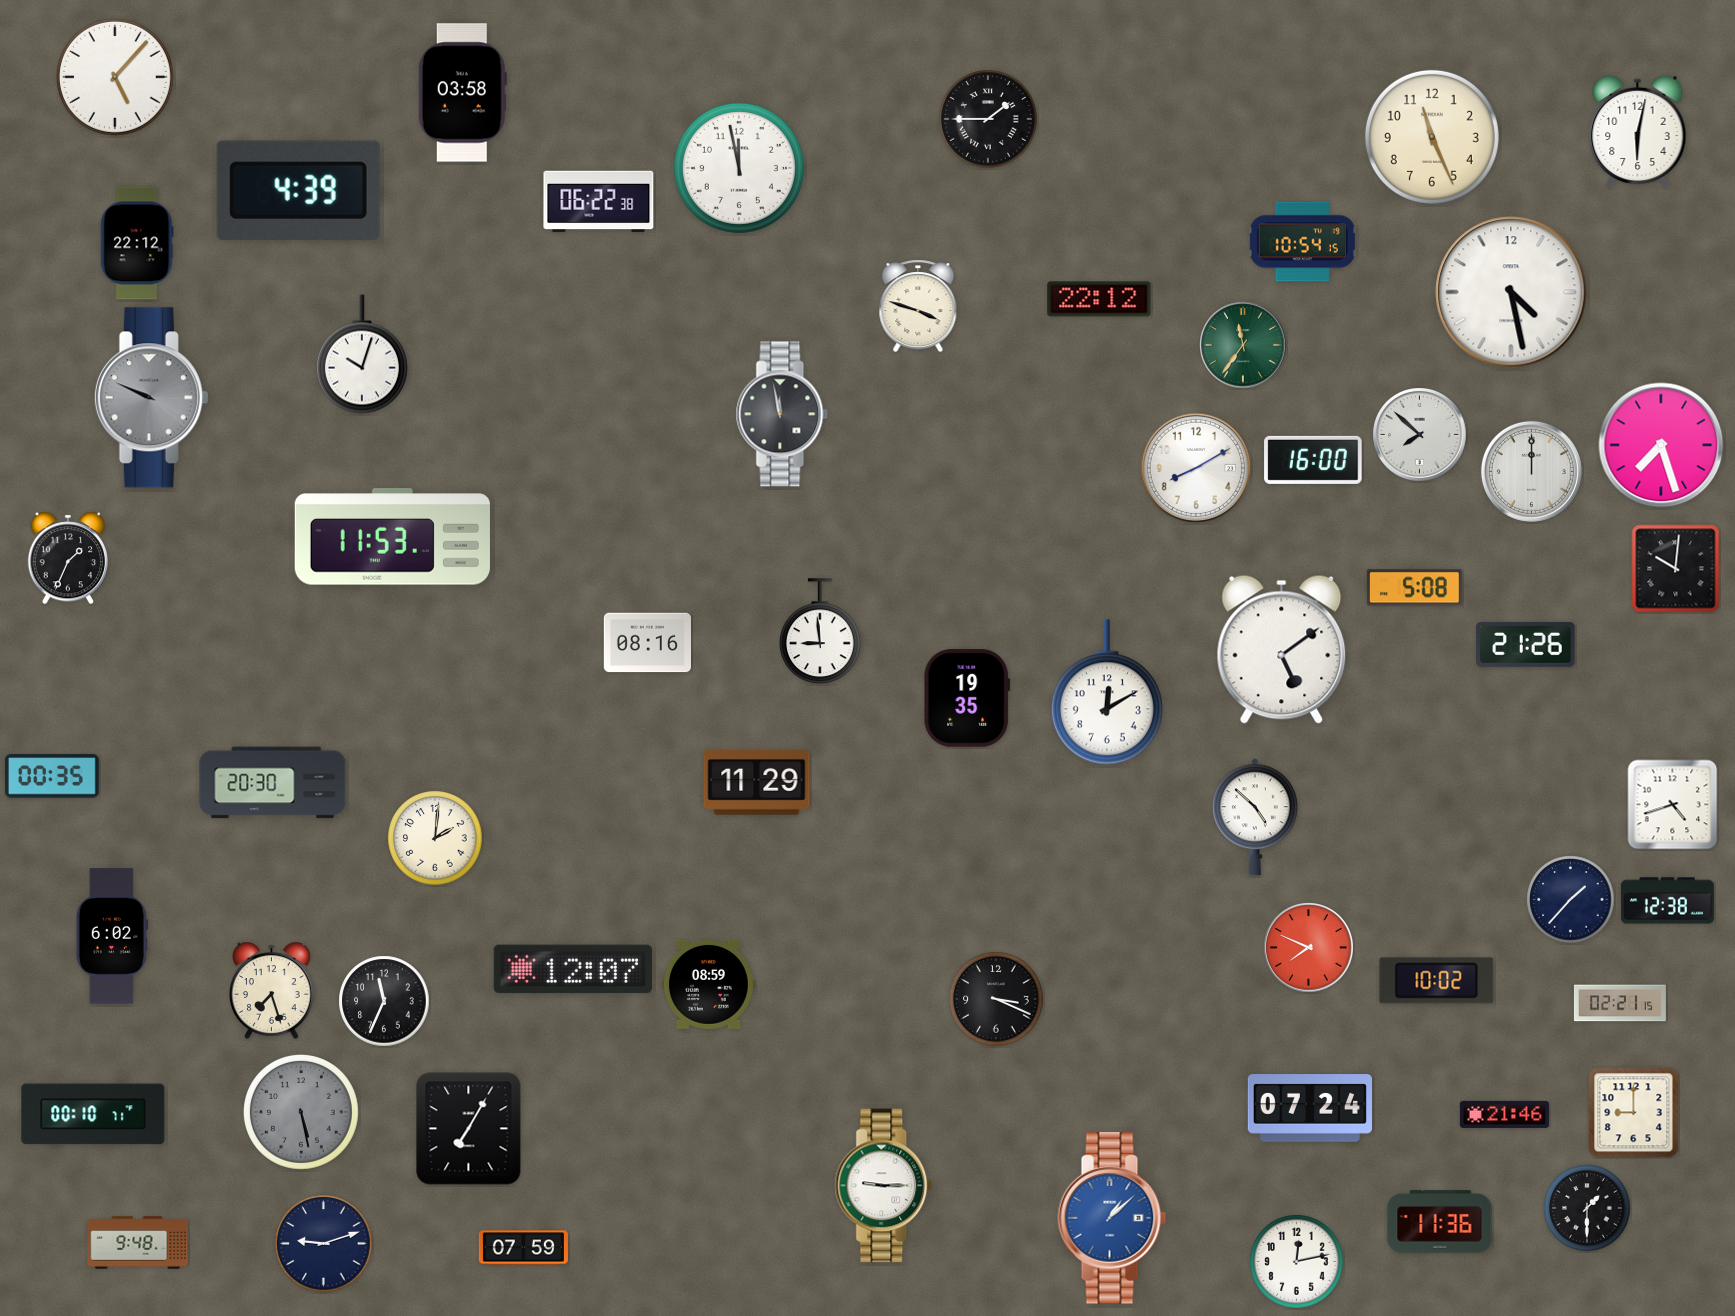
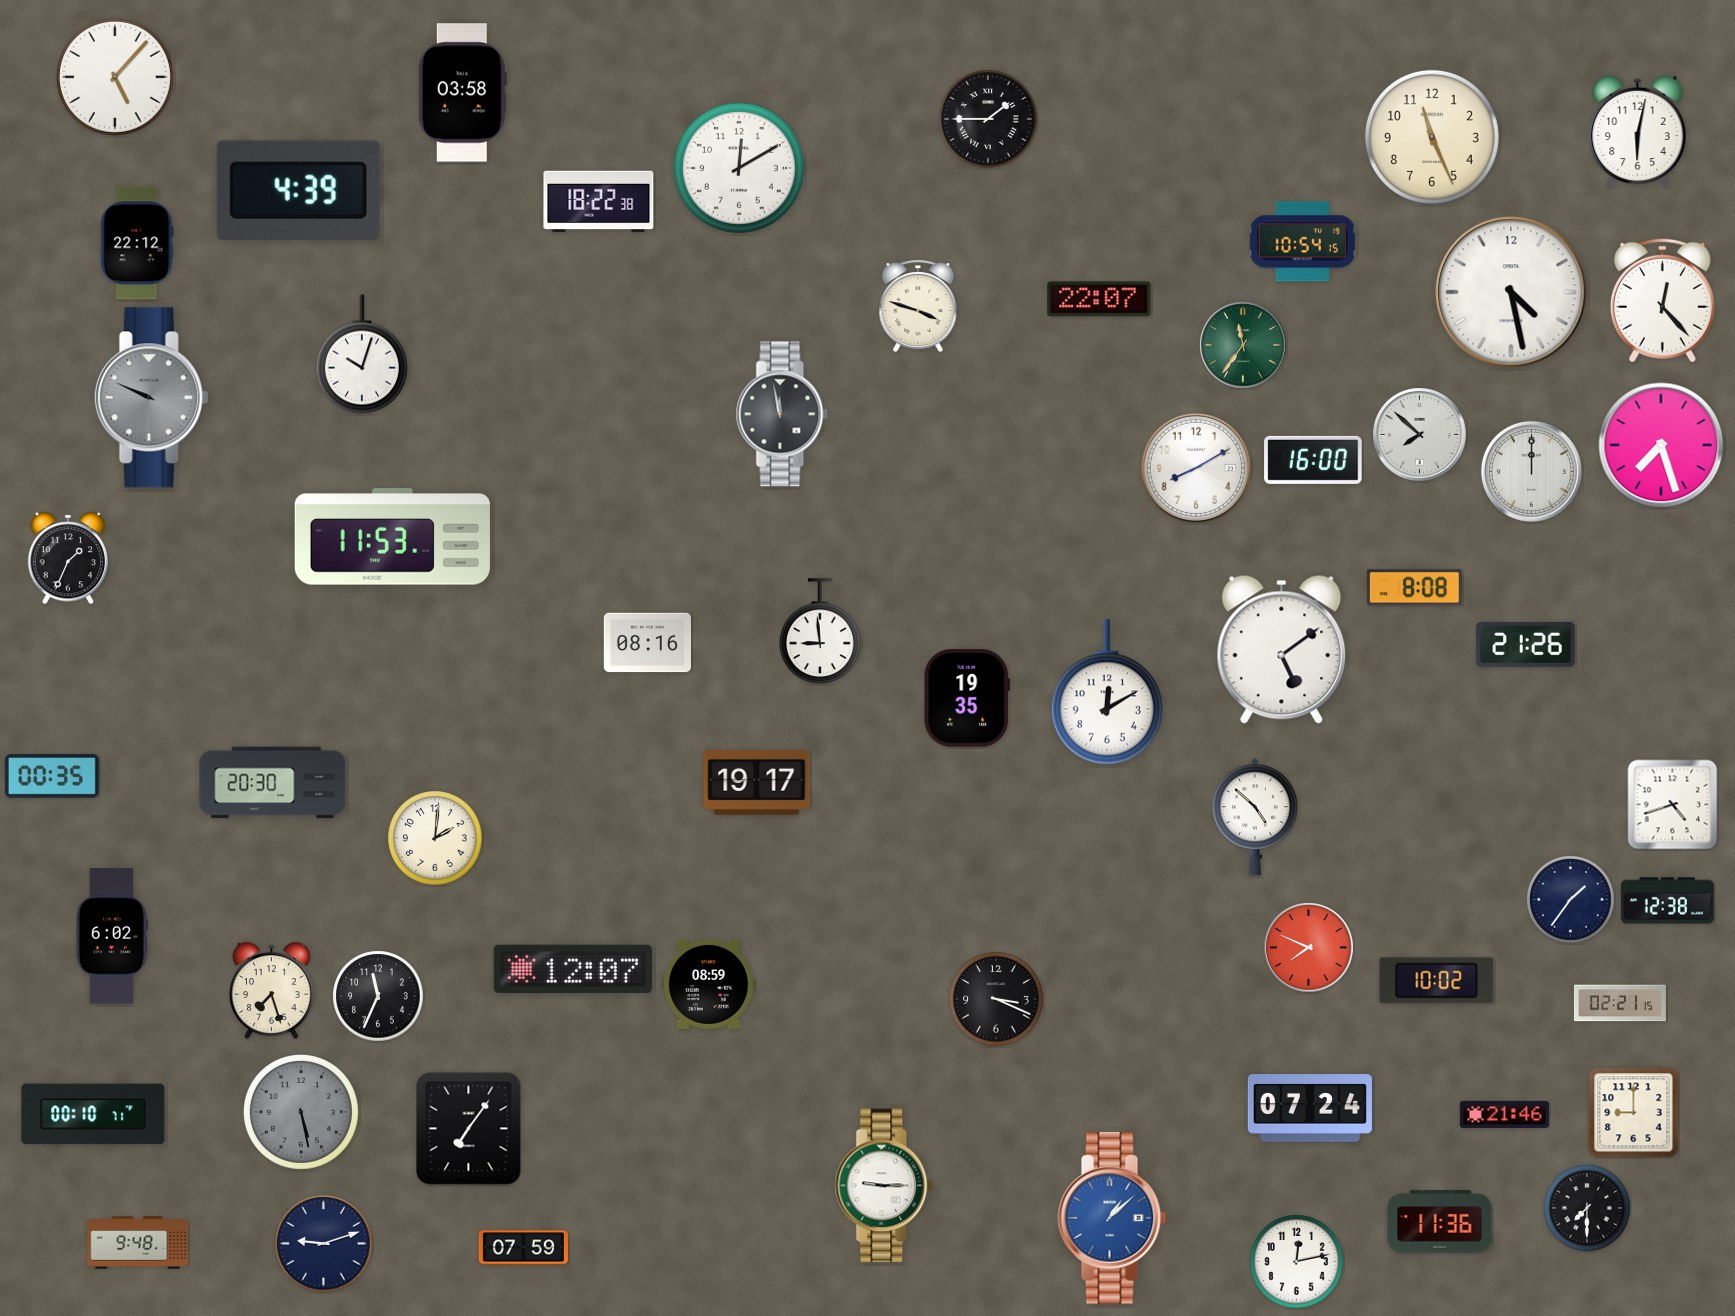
clock at (739, 168): 11:58 -> 12:10
clock at (599, 202): 06:22 -> 18:22
clock at (1099, 299): 22:12 -> 22:07
clock at (1662, 300): none -> 12:23
clock at (1676, 569): 10:01 -> none
clock at (1414, 588): 5:08 -> 8:08
clock at (757, 782): 11:29 -> 19:17
clock at (1571, 900): 1:37 -> 1:36
clock at (384, 1001) position: (384, 1001) -> (378, 996)
clock at (469, 1129): 7:05 -> 7:06
clock at (1587, 1208): 1:30 -> 7:30
